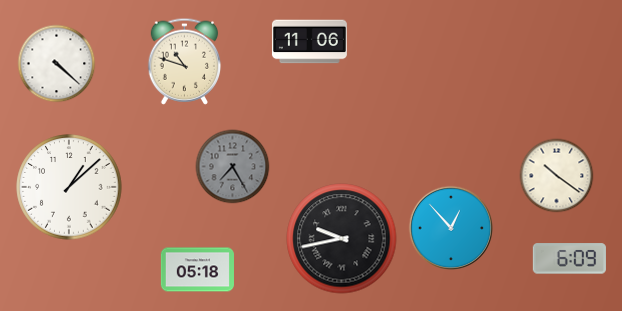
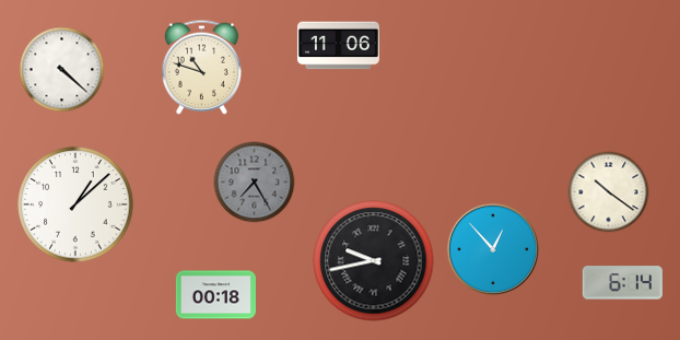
clock at (569, 259): 6:09 -> 6:14
clock at (197, 270): 05:18 -> 00:18
